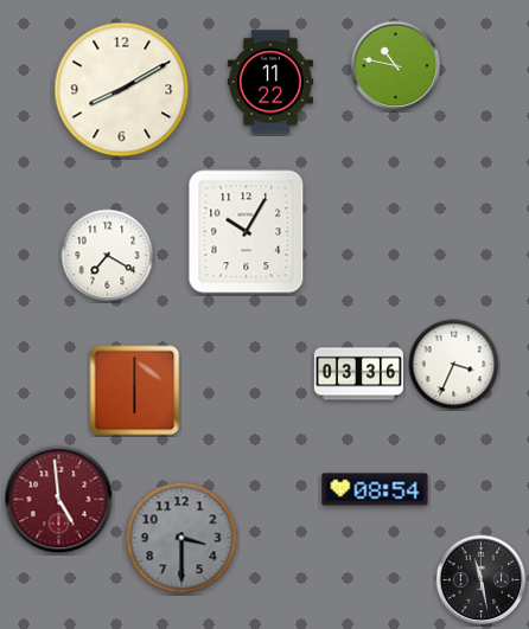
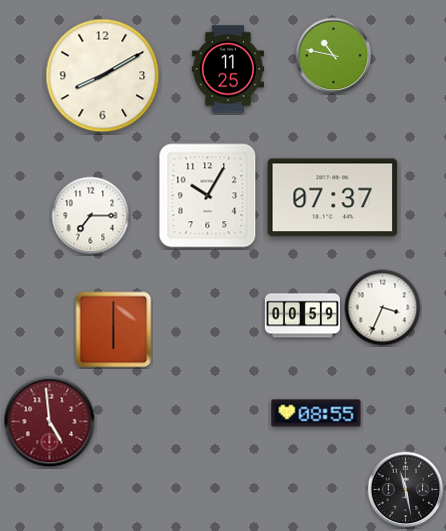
clock at (269, 82): 11:22 -> 11:25
clock at (333, 198): none -> 07:37
clock at (108, 256): 7:20 -> 7:15
clock at (358, 374): 03:36 -> 00:59
clock at (375, 489): 08:54 -> 08:55
clock at (181, 538): 3:30 -> none
